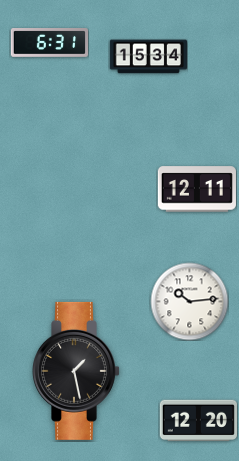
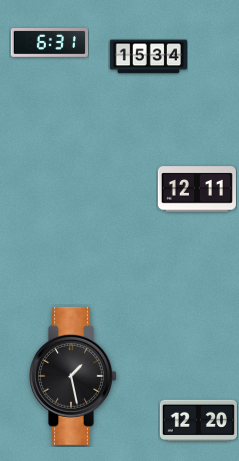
clock at (189, 301): 10:14 -> none
clock at (77, 371) position: (77, 371) -> (74, 376)
